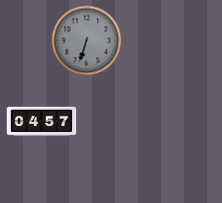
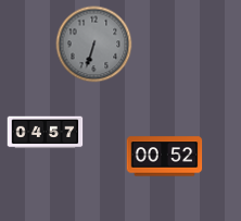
clock at (165, 157): none -> 00:52
